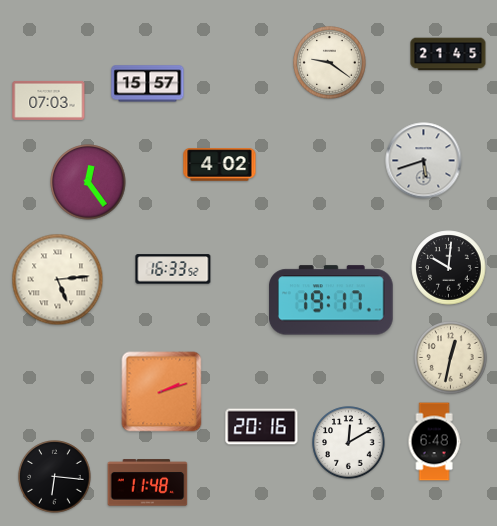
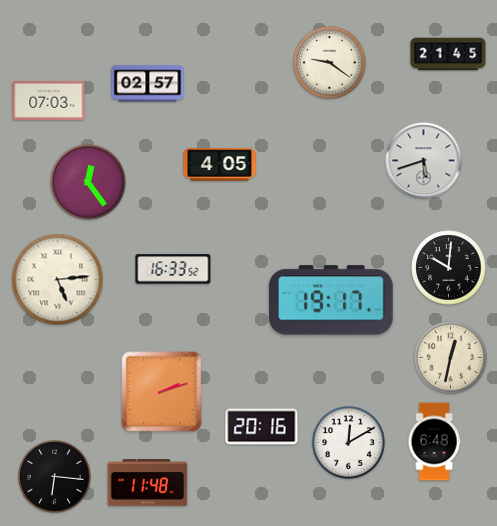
clock at (148, 84): 15:57 -> 02:57
clock at (220, 165): 4:02 -> 4:05
